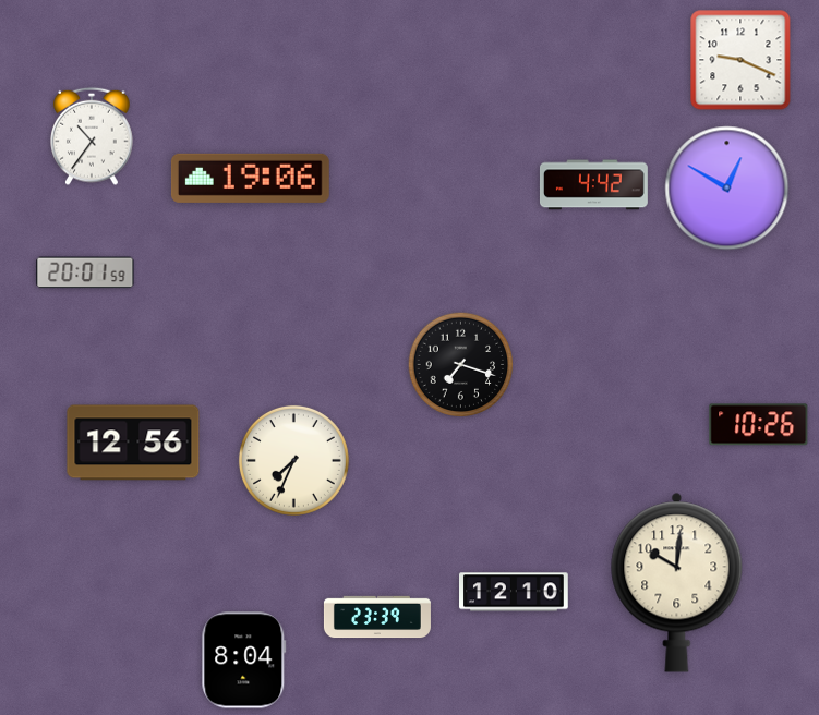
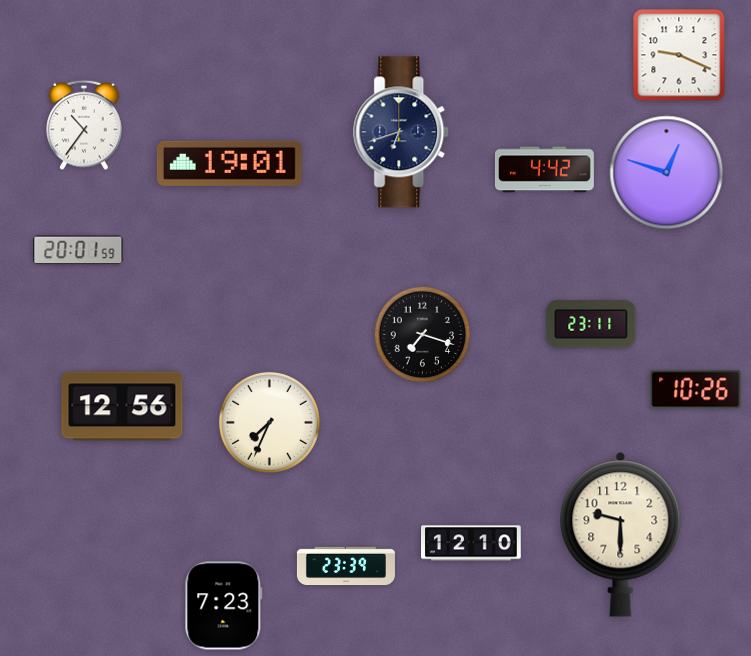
clock at (402, 132): none -> 6:42
clock at (250, 178): 19:06 -> 19:01
clock at (727, 189): 12:50 -> 12:48
clock at (591, 324): none -> 23:11
clock at (677, 582): 10:01 -> 9:30
clock at (244, 661): 8:04 -> 7:23
